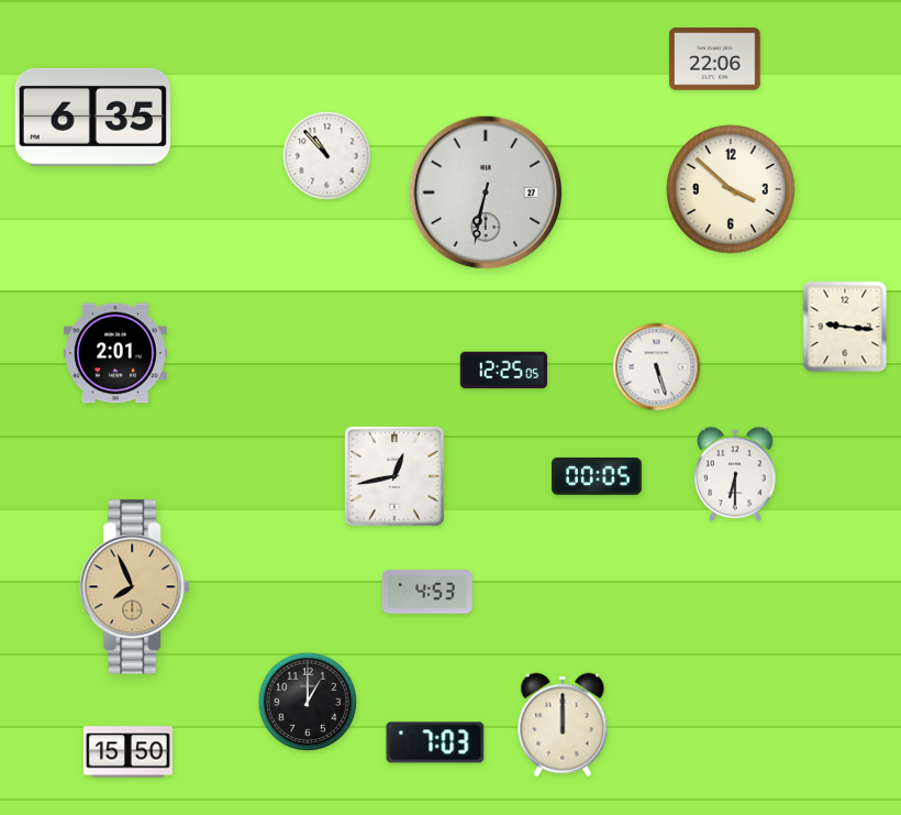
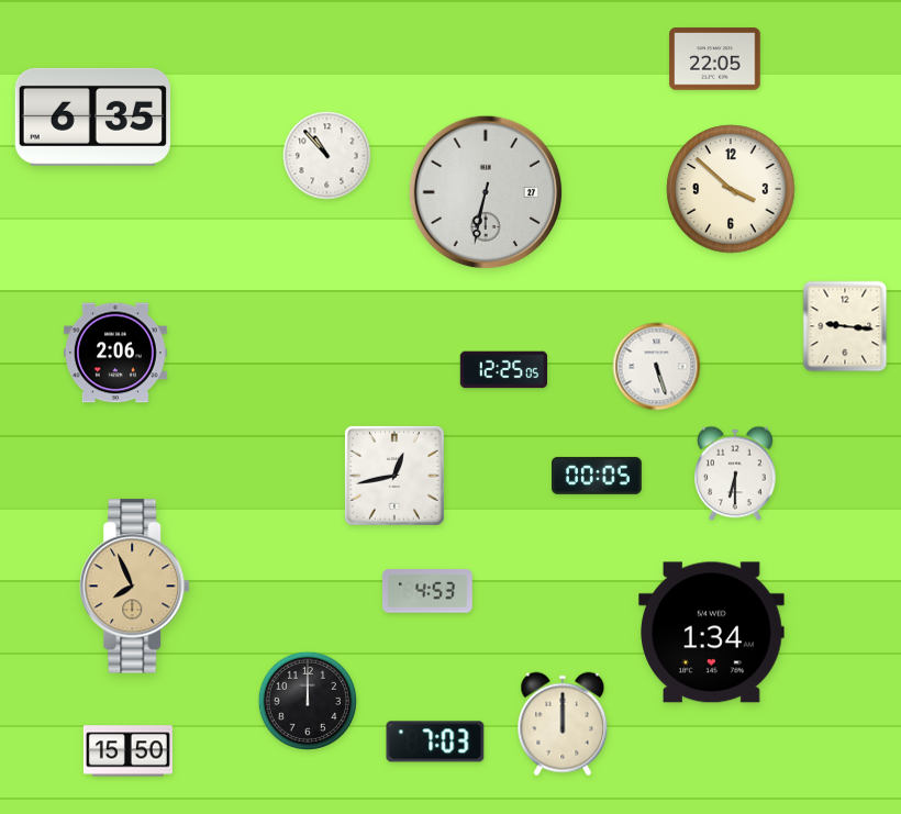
clock at (715, 59): 22:06 -> 22:05
clock at (115, 353): 2:01 -> 2:06
clock at (712, 633): none -> 1:34
clock at (308, 702): 1:00 -> 12:00
